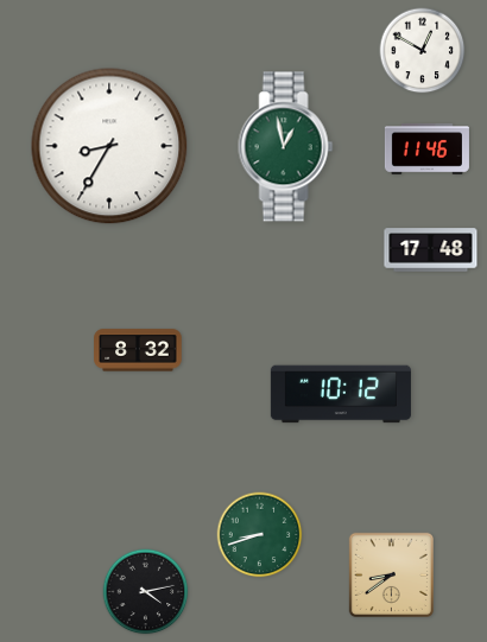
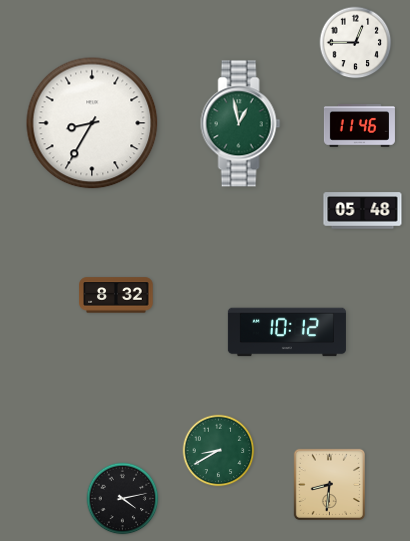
clock at (423, 51): 12:50 -> 12:45
clock at (431, 250): 17:48 -> 05:48
clock at (260, 535): 8:42 -> 8:40
clock at (391, 574): 8:39 -> 8:31
